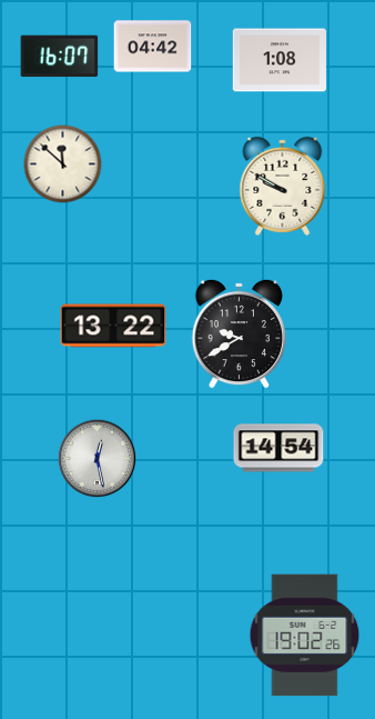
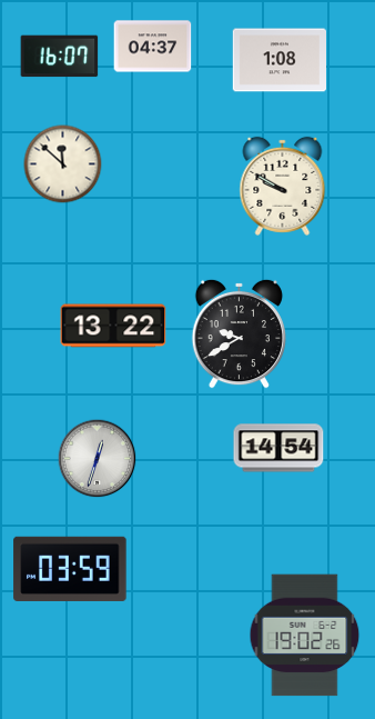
clock at (153, 47): 04:42 -> 04:37
clock at (98, 459): 12:28 -> 12:33
clock at (70, 569): none -> 03:59
